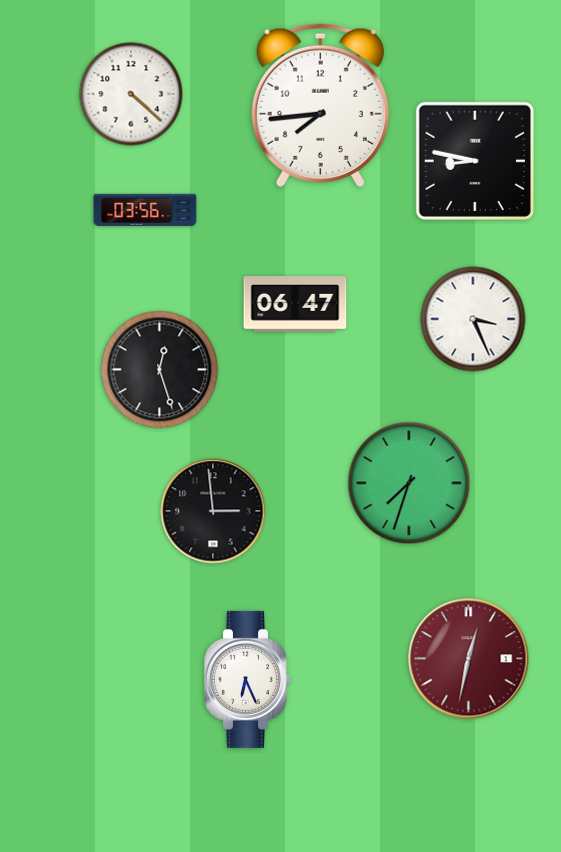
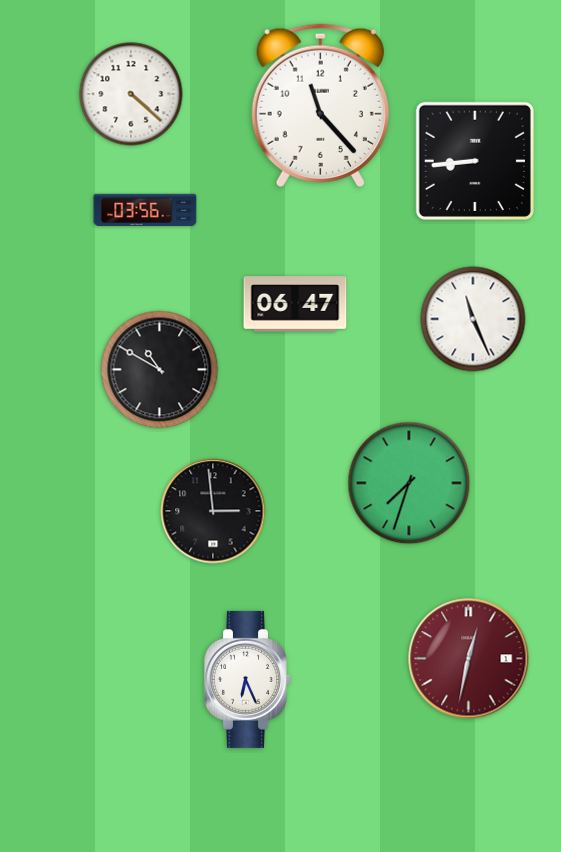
clock at (320, 105): 7:44 -> 11:23
clock at (475, 161): 8:47 -> 8:44
clock at (473, 319): 3:26 -> 11:26
clock at (160, 370): 12:27 -> 10:50
